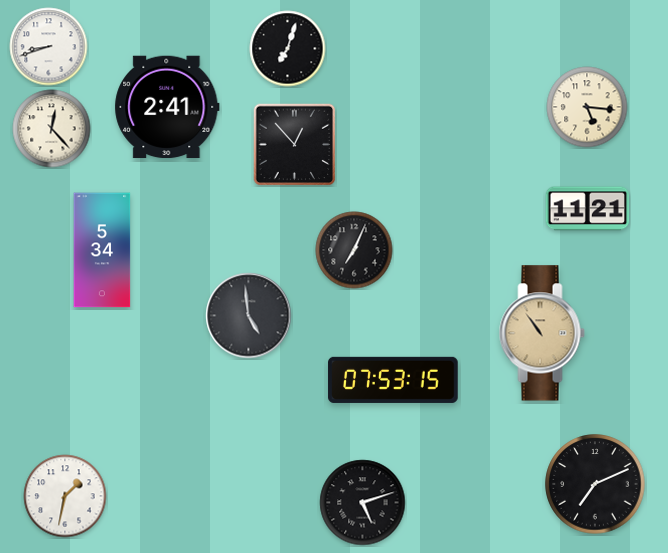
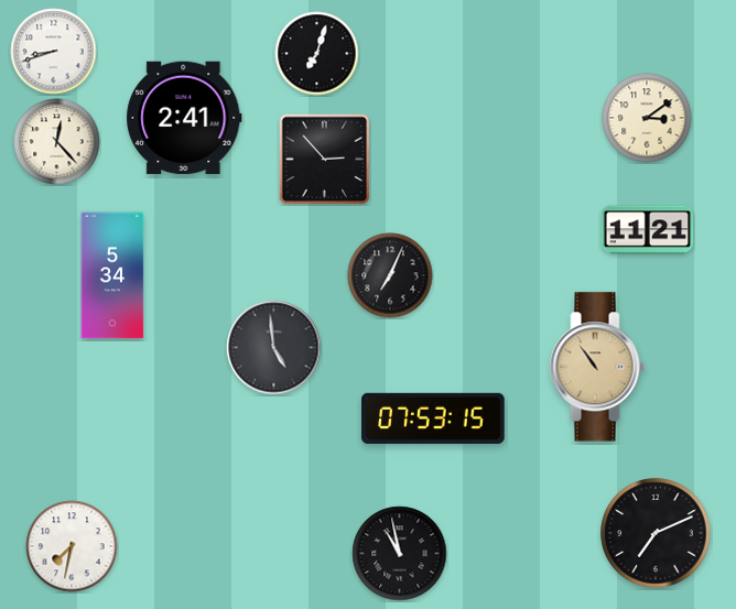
clock at (587, 107): 5:16 -> 3:09
clock at (294, 144): 12:53 -> 2:53
clock at (65, 496): 1:32 -> 7:32
clock at (363, 503): 5:12 -> 10:58
